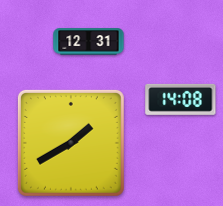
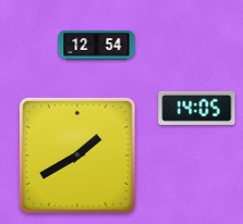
clock at (89, 42): 12:31 -> 12:54
clock at (181, 99): 14:08 -> 14:05
